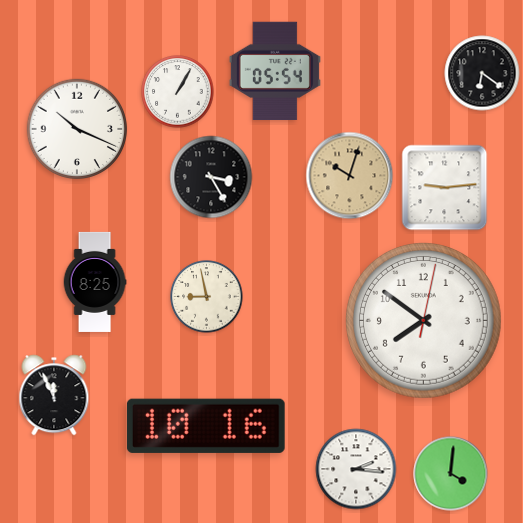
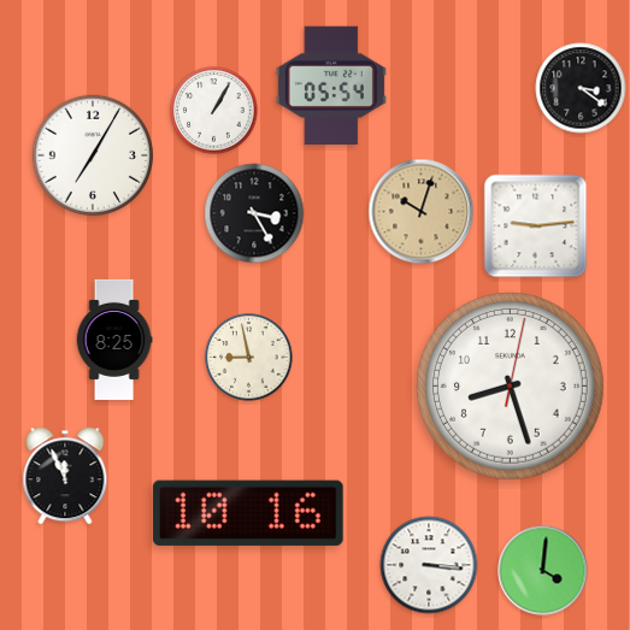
clock at (482, 73): 6:21 -> 3:21
clock at (77, 129): 10:19 -> 7:05
clock at (424, 321): 7:51 -> 8:27
clock at (356, 469): 2:16 -> 3:16
